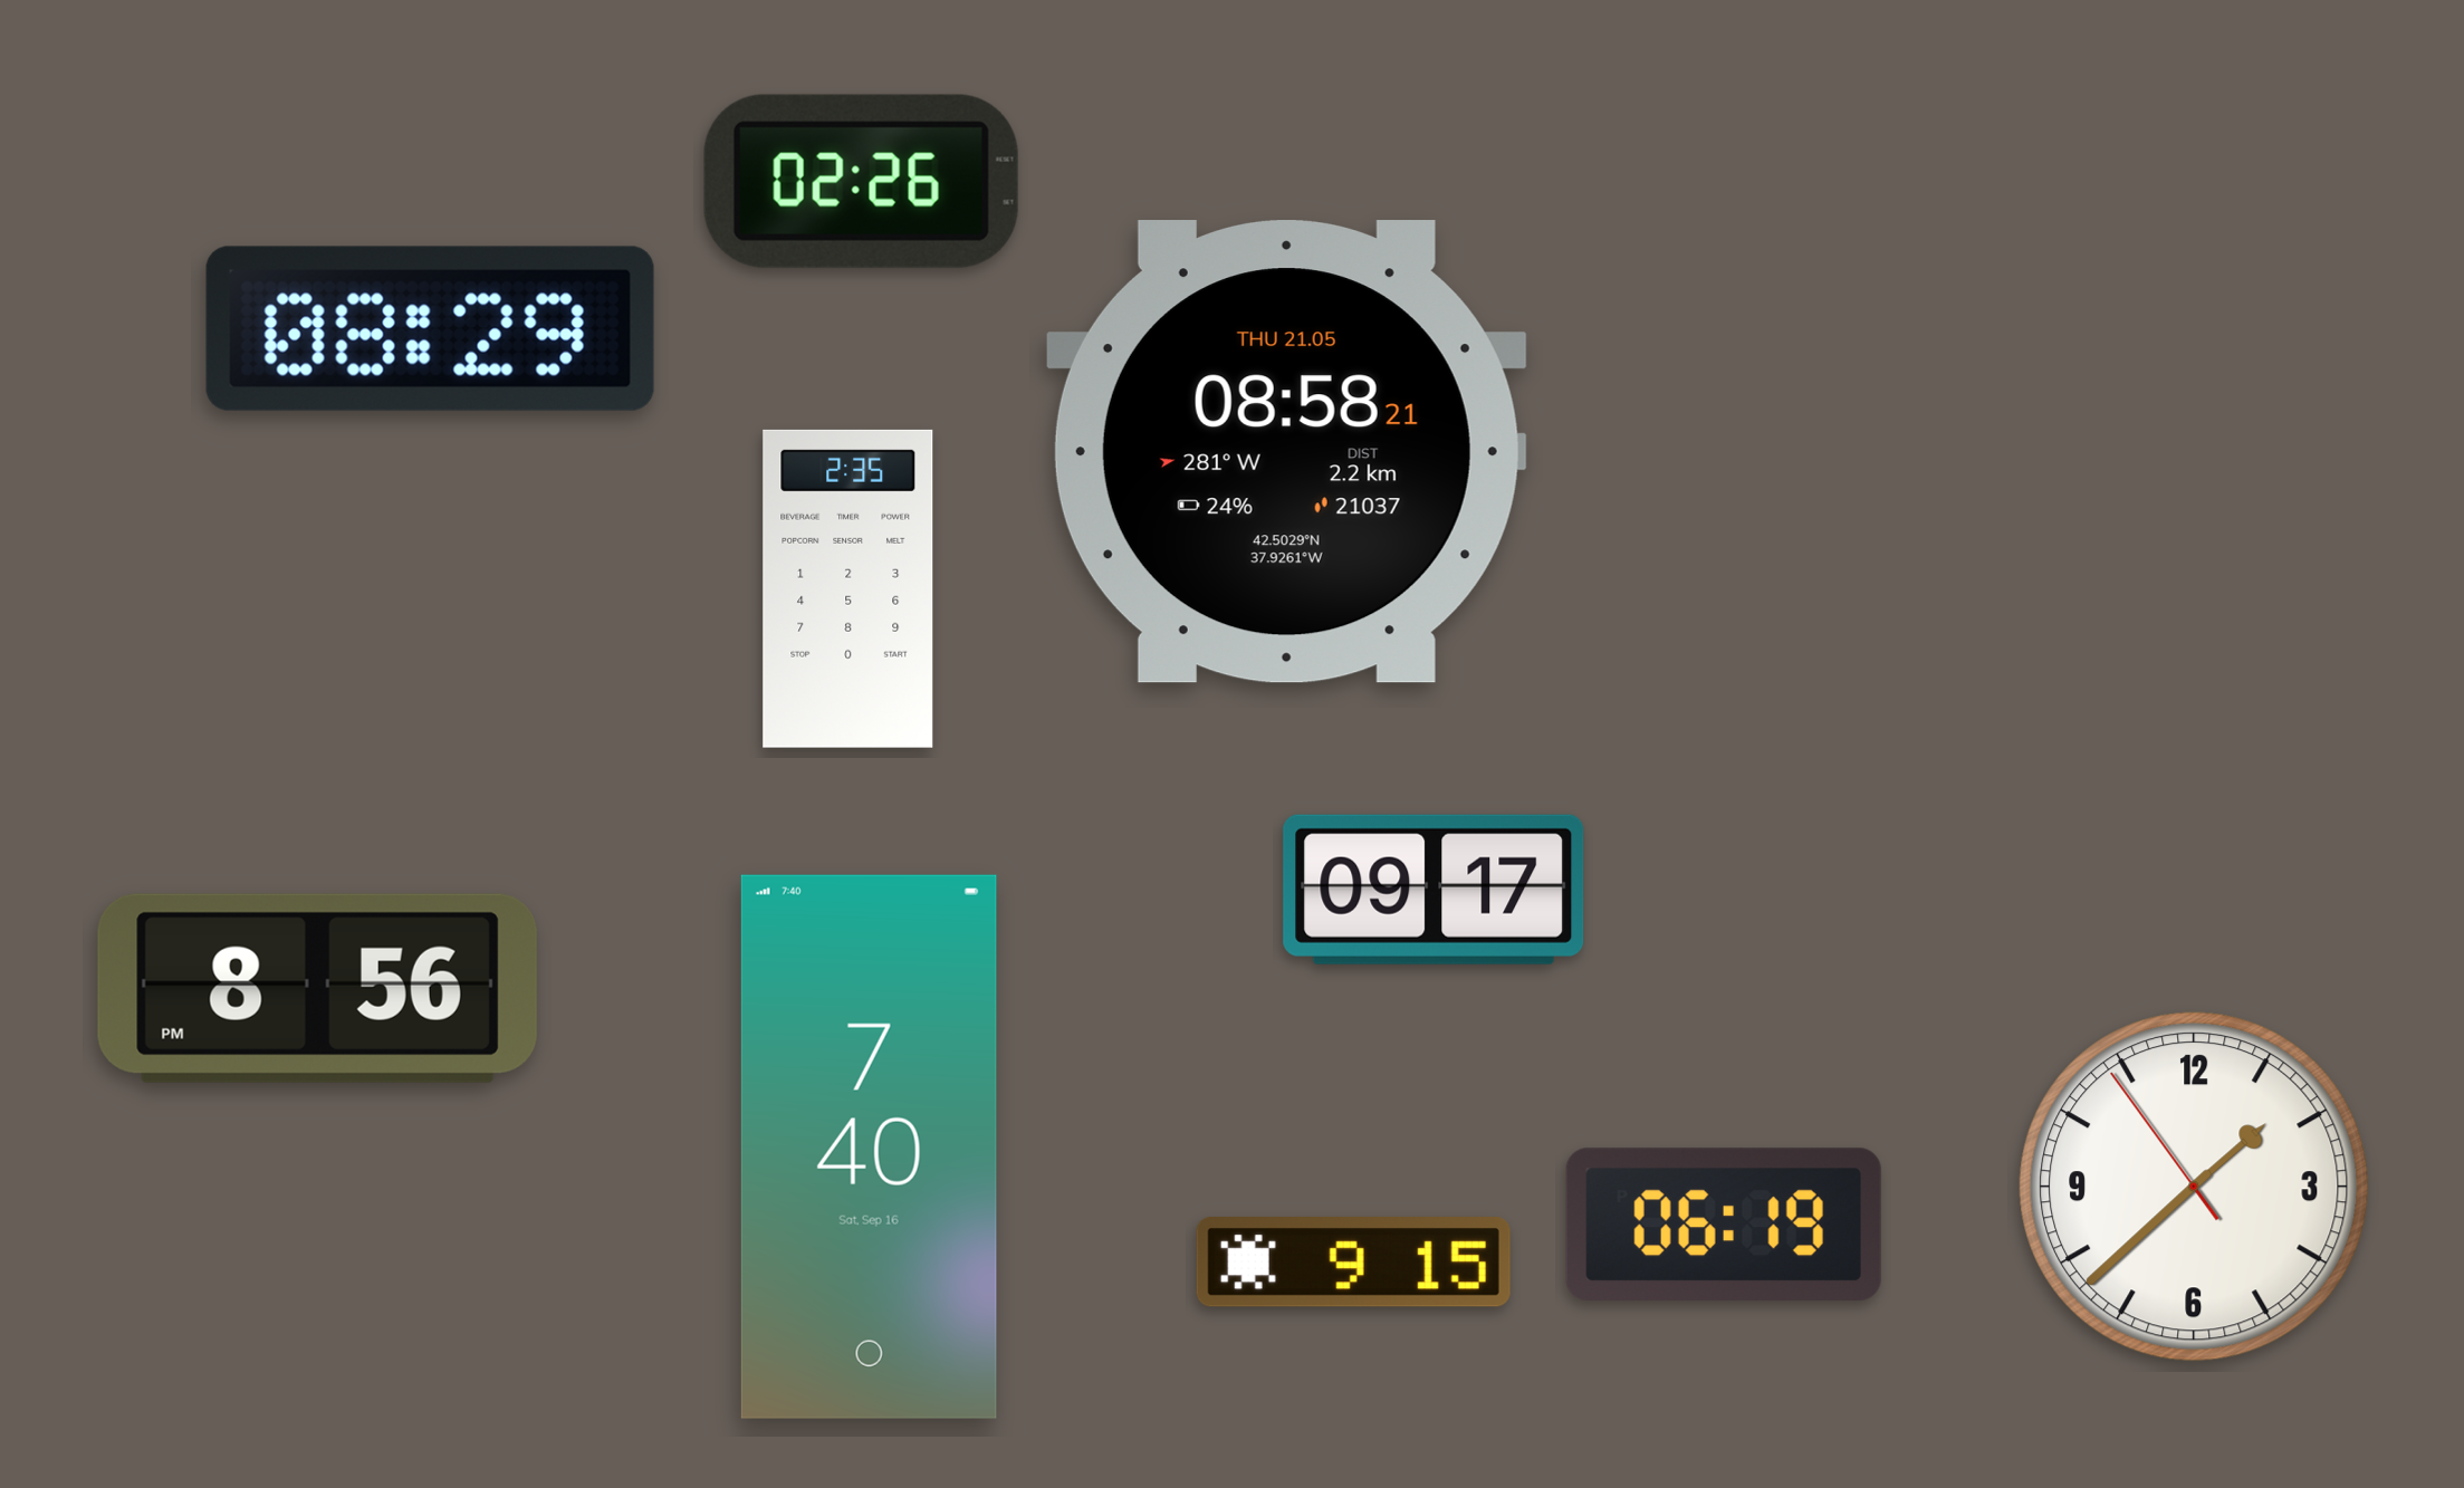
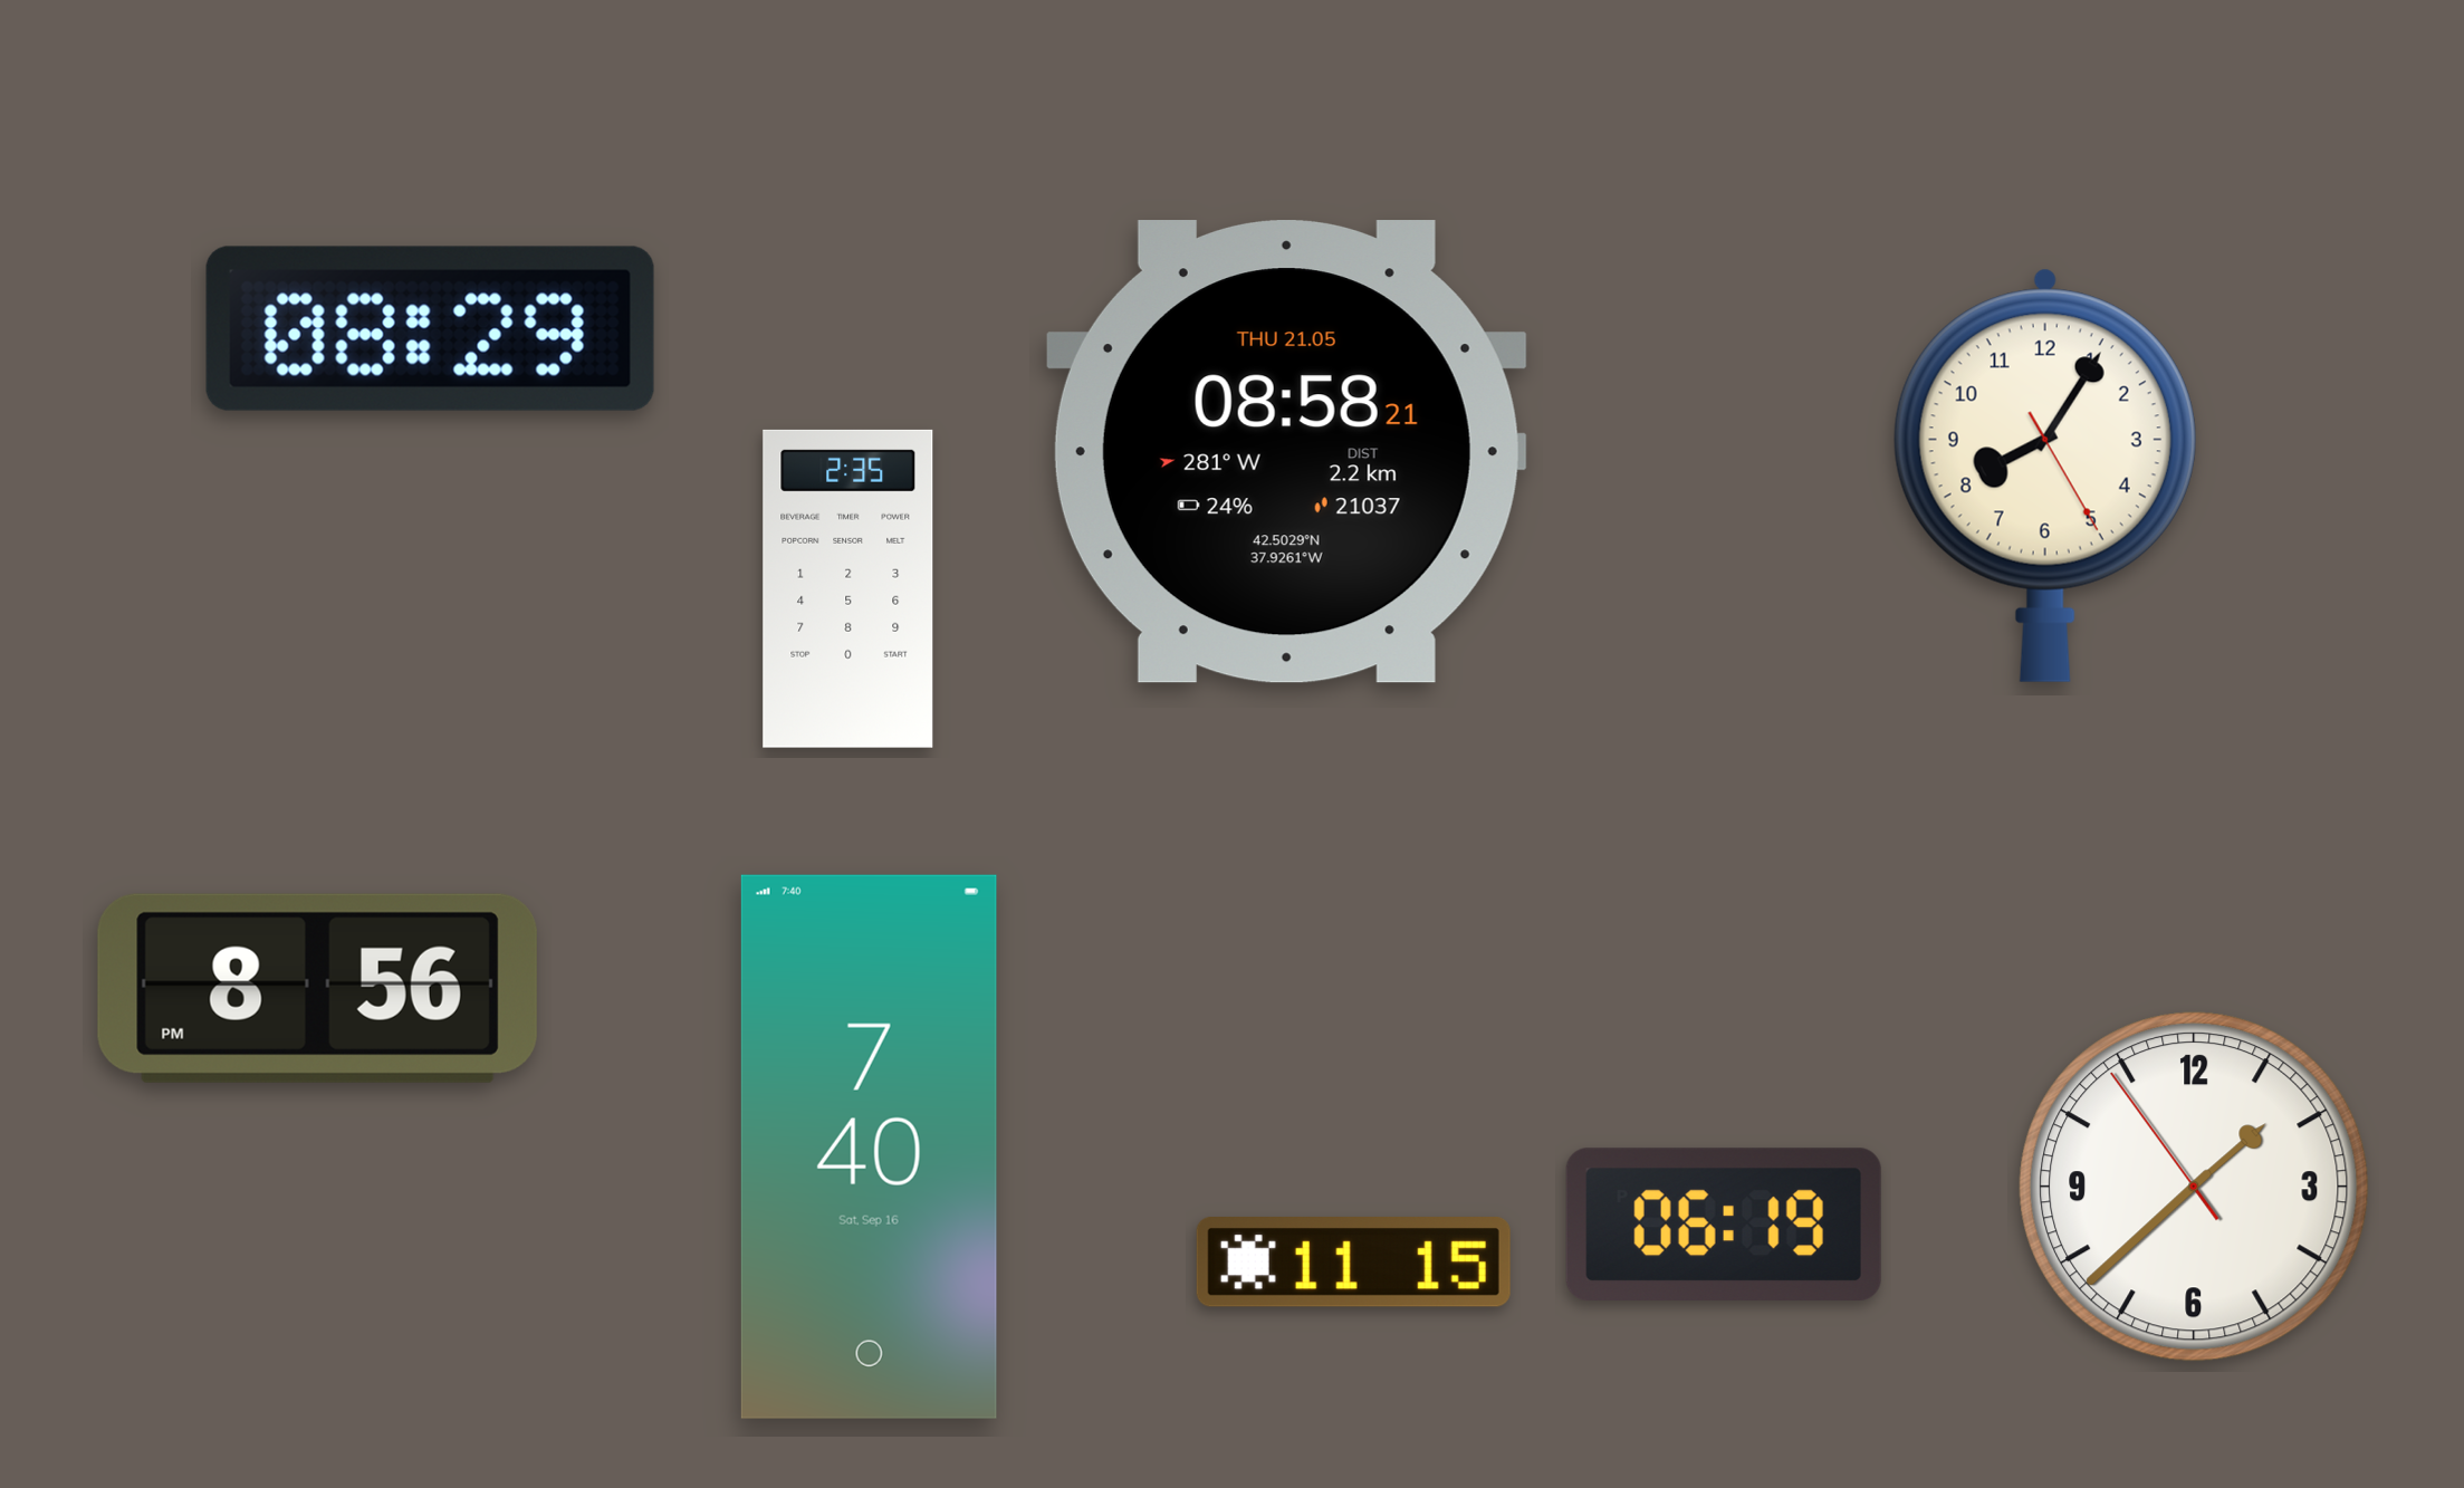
clock at (861, 181): 02:26 -> none
clock at (2045, 476): none -> 8:05
clock at (1434, 890): 09:17 -> none
clock at (1353, 1261): 9:15 -> 11:15
